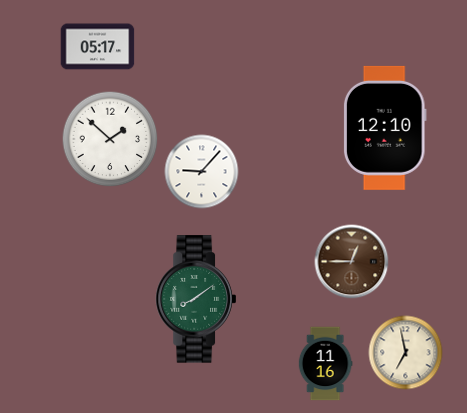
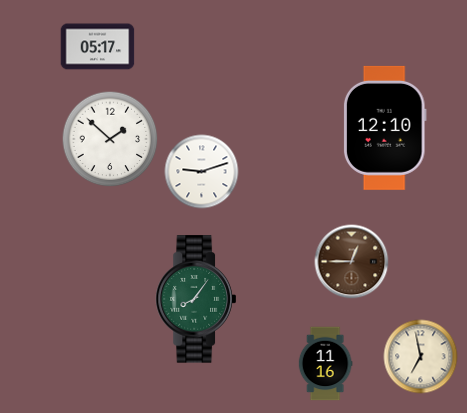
clock at (202, 172): 9:07 -> 9:12
clock at (195, 299): 8:09 -> 8:06
clock at (406, 353) position: (406, 353) -> (421, 357)
